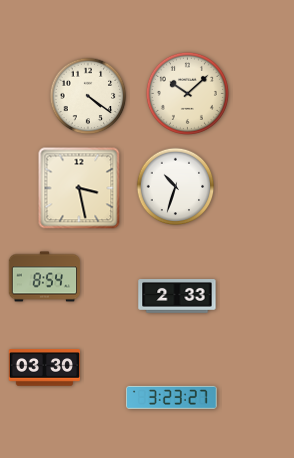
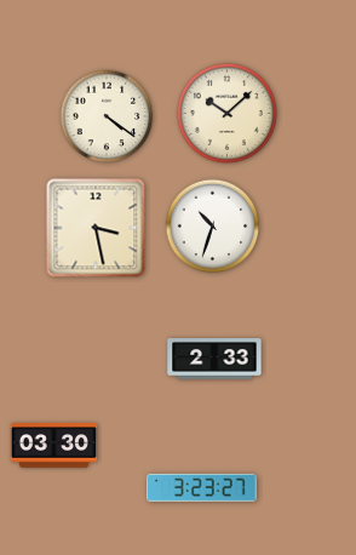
clock at (45, 277): 8:54 -> none
clock at (172, 397) position: (172, 397) -> (202, 487)
